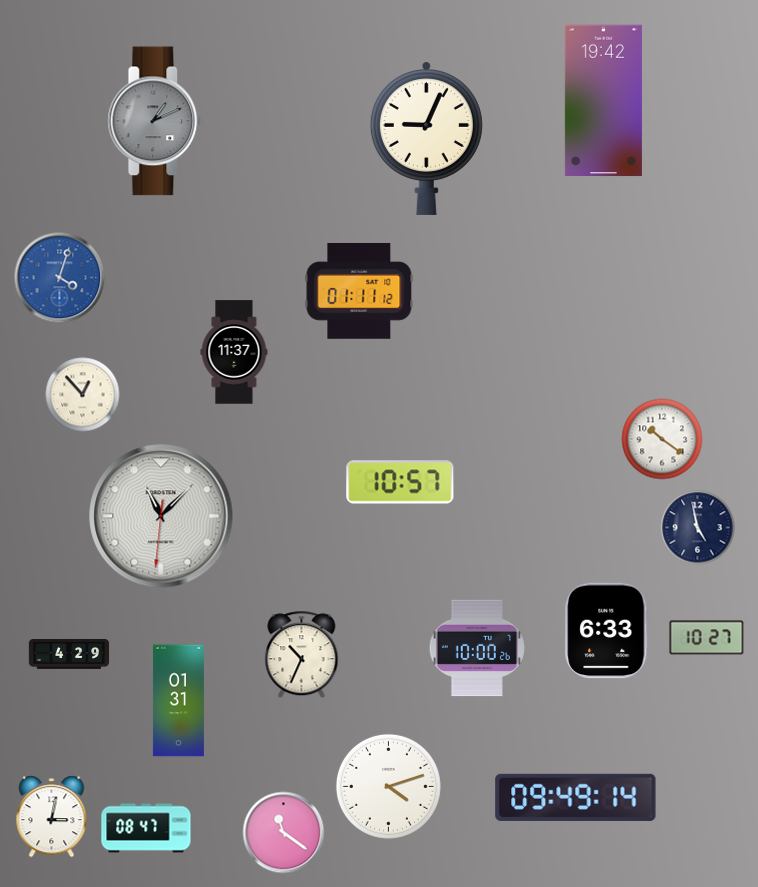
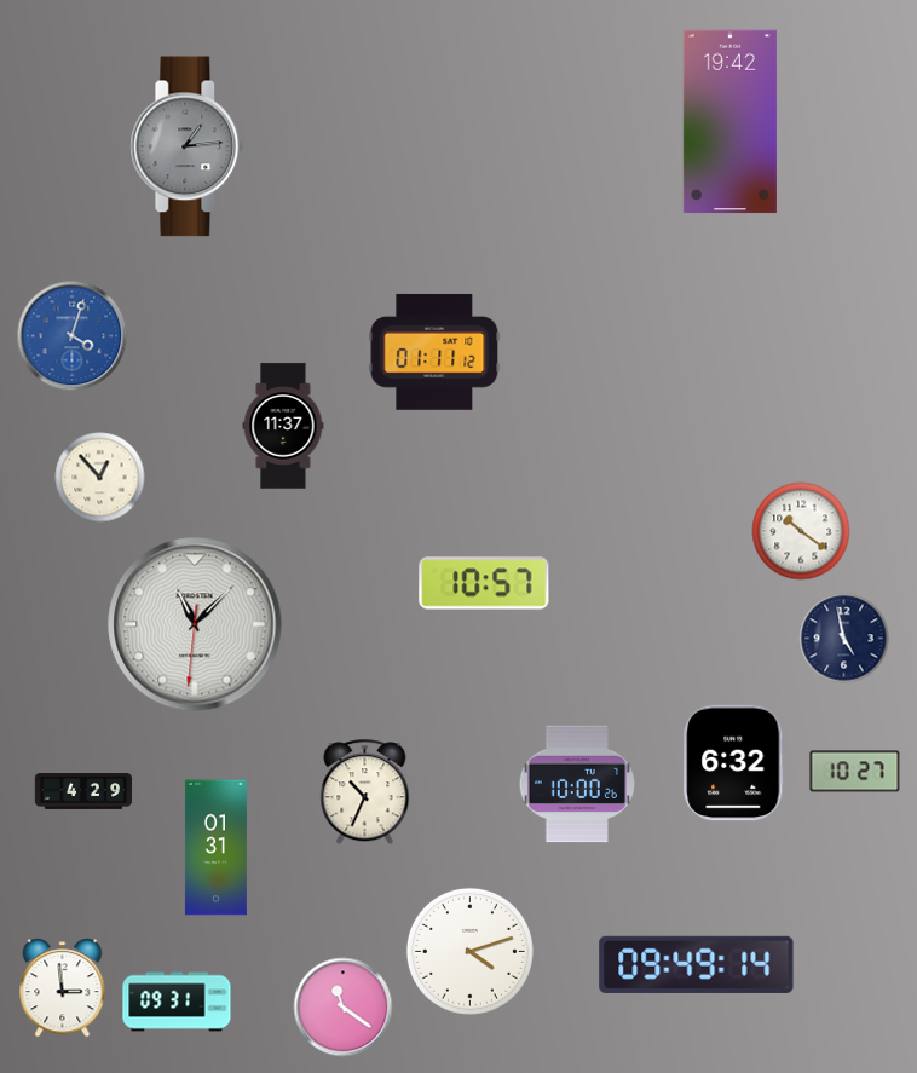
clock at (155, 121): 1:11 -> 1:14
clock at (426, 138): 9:04 -> none
clock at (607, 631): 6:33 -> 6:32
clock at (52, 817): 3:02 -> 2:59
clock at (146, 828): 08:47 -> 09:31
